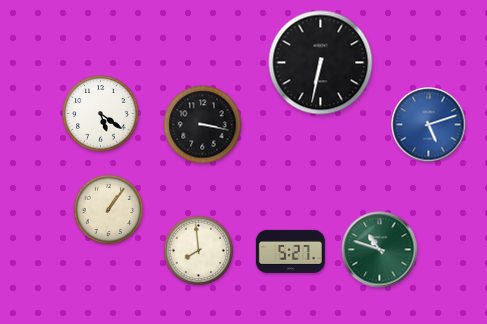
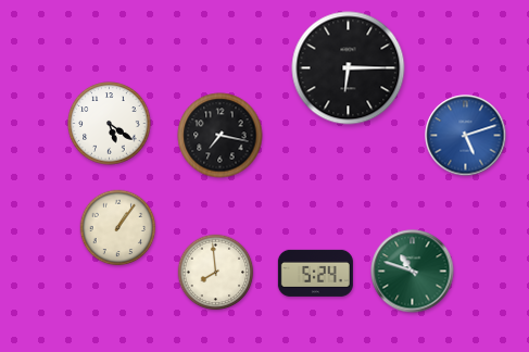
clock at (321, 63): 6:32 -> 6:15
clock at (203, 125): 3:17 -> 7:17
clock at (290, 251): 5:27 -> 5:24
